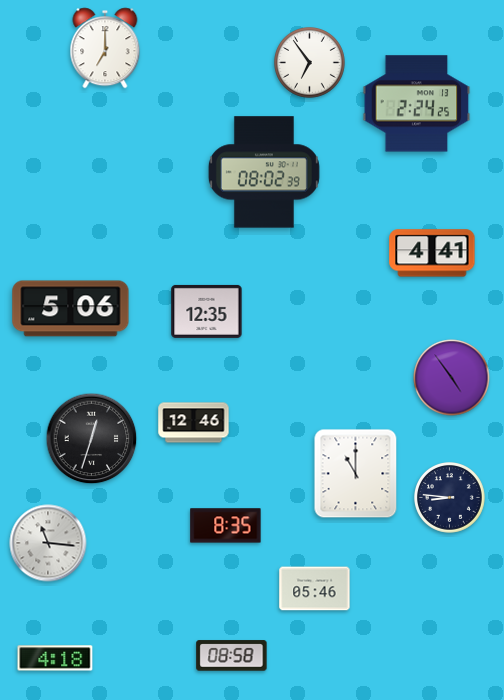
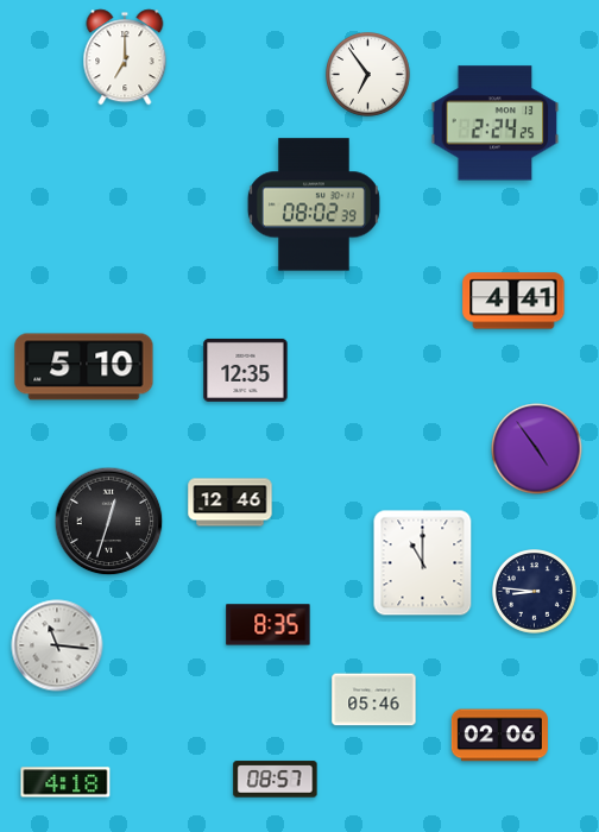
clock at (71, 309): 5:06 -> 5:10
clock at (499, 736): none -> 02:06
clock at (232, 656): 08:58 -> 08:57
